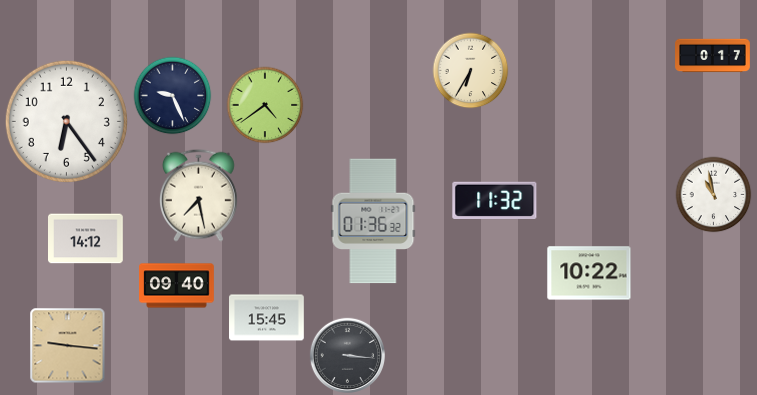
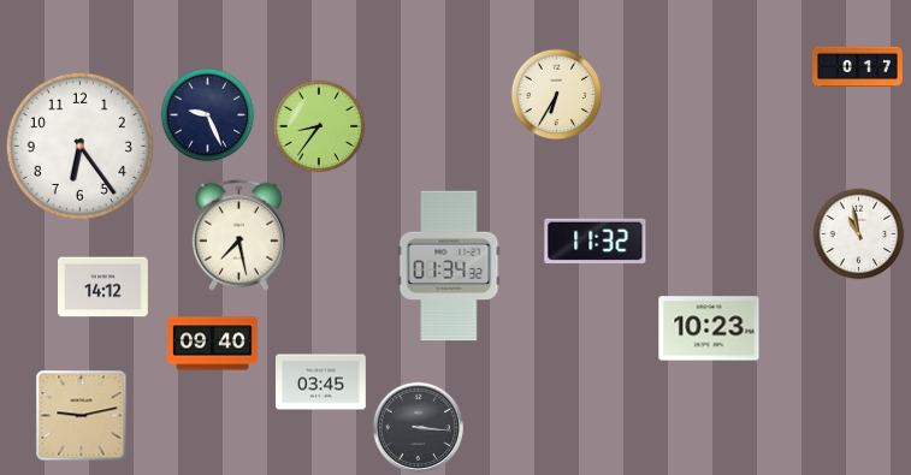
clock at (471, 71) position: (471, 71) -> (557, 95)
clock at (265, 105): 4:39 -> 8:36
clock at (373, 221): 01:36 -> 01:34
clock at (589, 273): 10:22 -> 10:23
clock at (267, 318): 15:45 -> 03:45
clock at (68, 346): 9:16 -> 9:13
